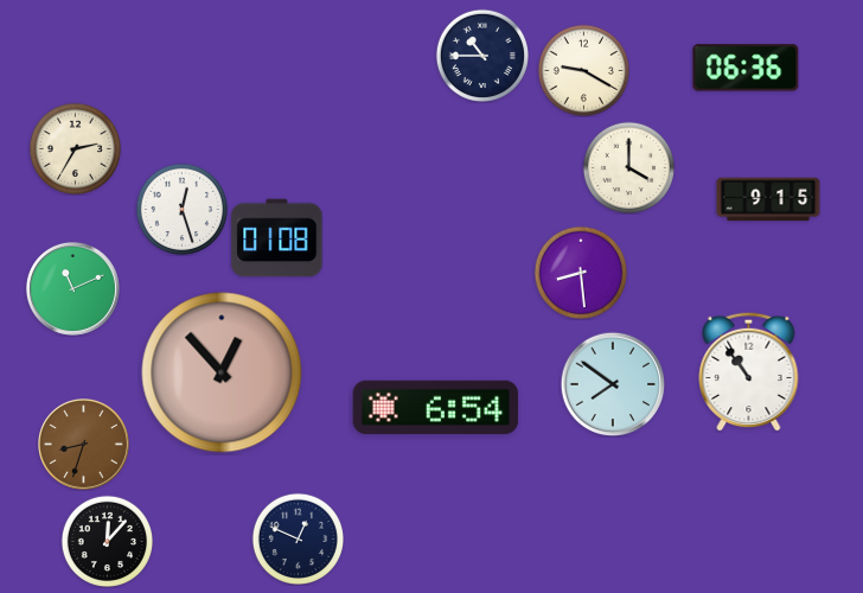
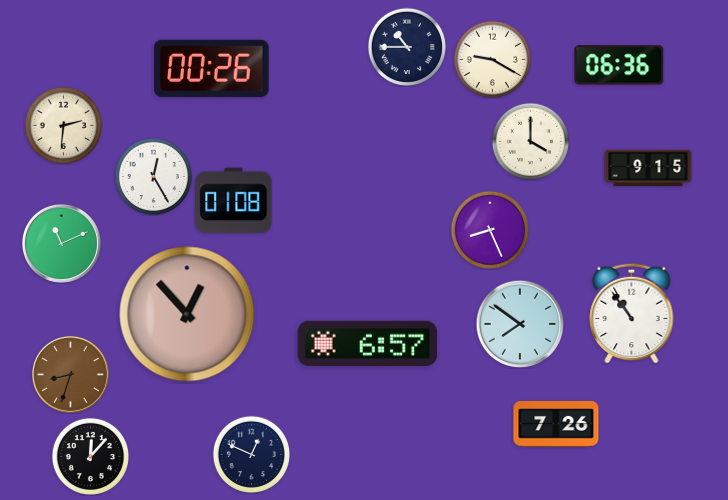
clock at (746, 68) position: (746, 68) -> (619, 65)
clock at (212, 68): none -> 00:26
clock at (75, 148): 2:35 -> 2:31
clock at (181, 209): 12:27 -> 12:25
clock at (580, 272): 8:29 -> 8:26
clock at (613, 384) position: (613, 384) -> (520, 324)
clock at (436, 407): 6:54 -> 6:57
clock at (556, 425): none -> 7:26
